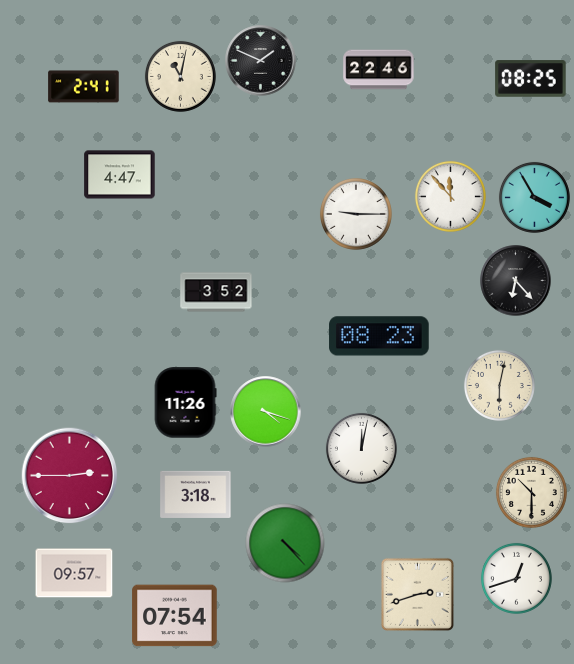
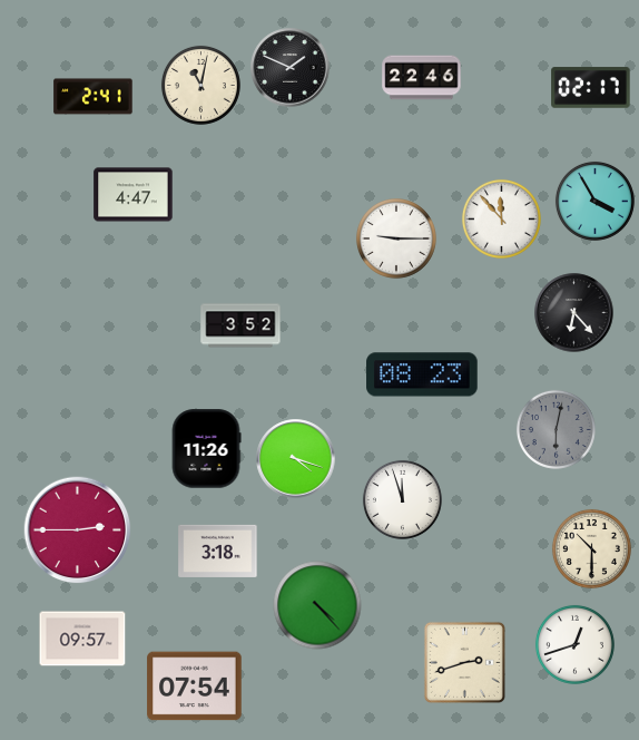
clock at (531, 79): 08:25 -> 02:17
clock at (534, 197) position: (534, 197) -> (594, 201)
clock at (499, 385) dial: cream -> grey
clock at (361, 448): 12:02 -> 11:57
